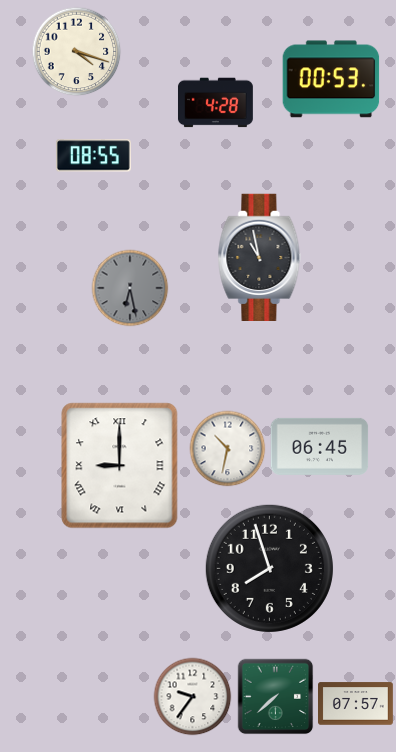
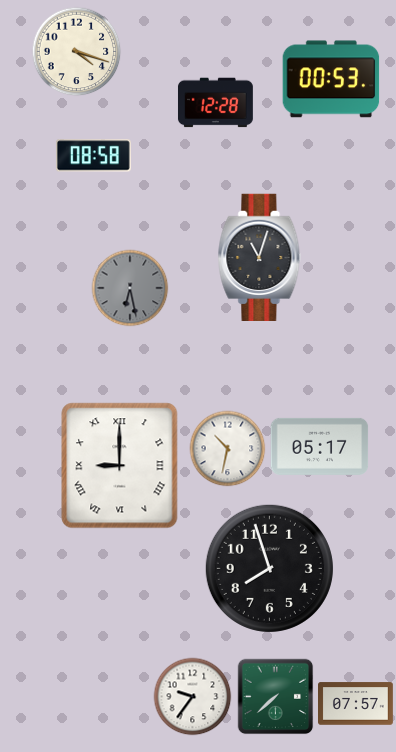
clock at (215, 103): 4:28 -> 12:28
clock at (93, 156): 08:55 -> 08:58
clock at (260, 257): 10:58 -> 11:03
clock at (320, 446): 06:45 -> 05:17
